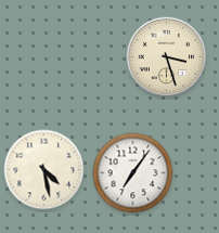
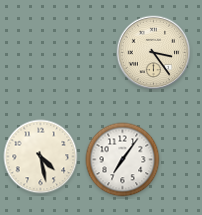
clock at (167, 57): 3:27 -> 3:24
